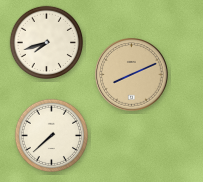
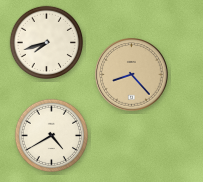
clock at (132, 75): 8:11 -> 8:23
clock at (51, 136): 7:38 -> 4:40
